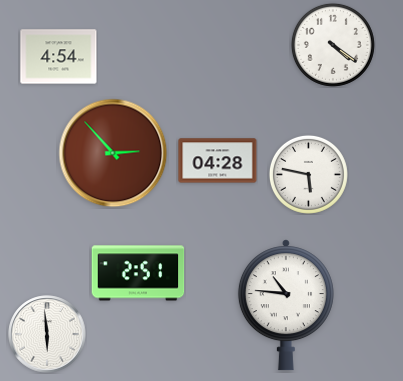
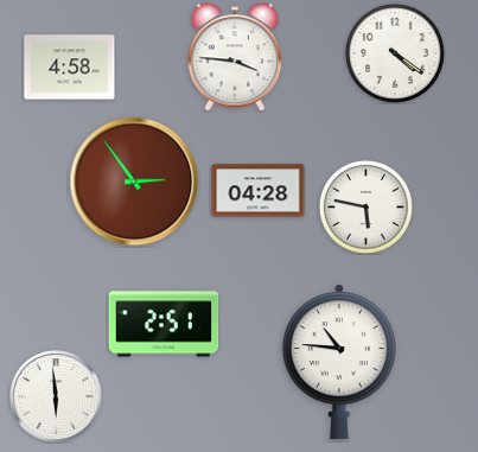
clock at (235, 57): none -> 3:46
clock at (59, 57): 4:54 -> 4:58
clock at (113, 153): 2:53 -> 2:54
